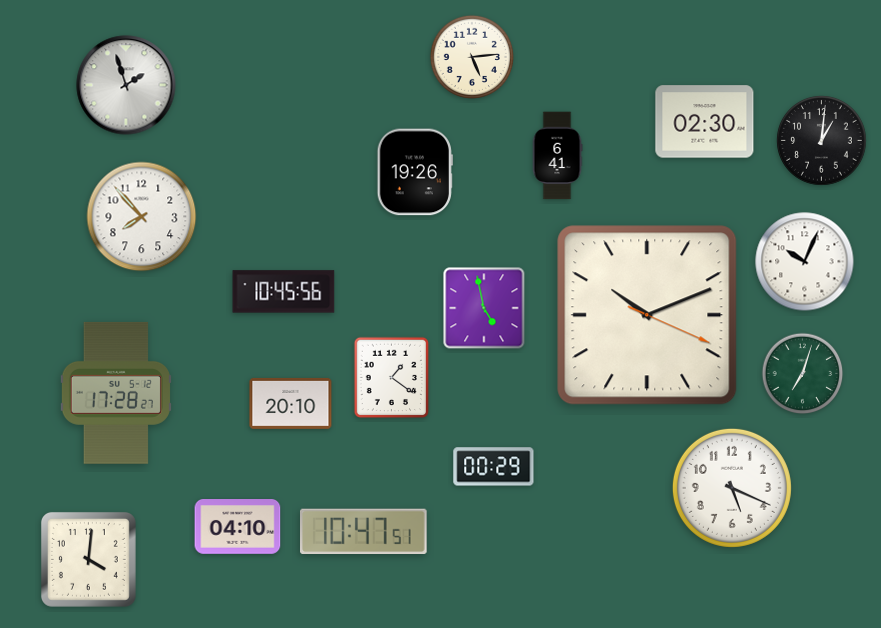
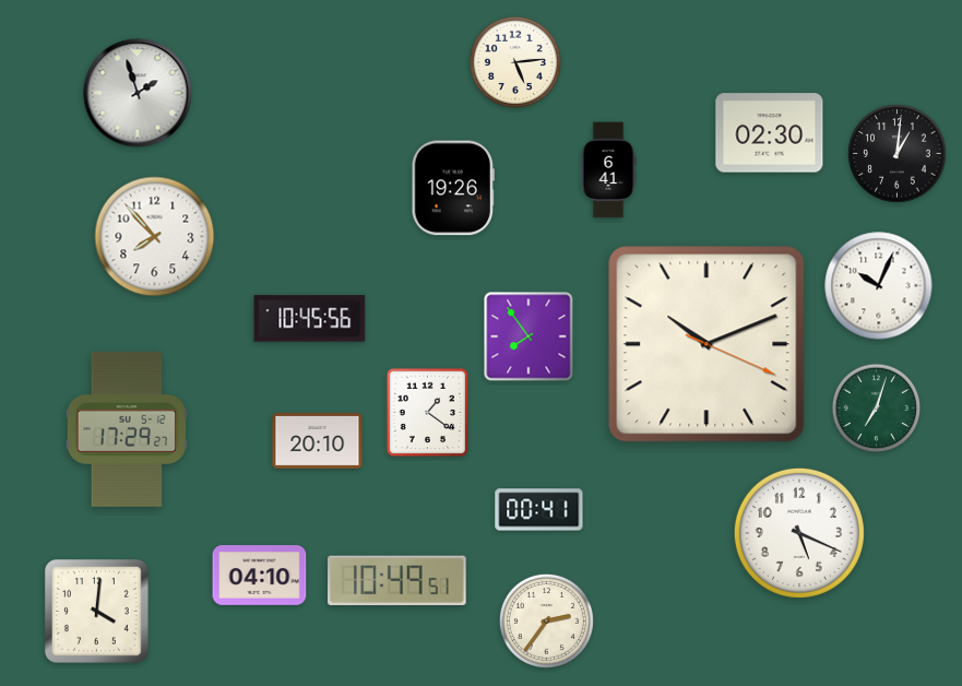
clock at (484, 308): 4:58 -> 7:54
clock at (116, 393): 17:28 -> 17:29
clock at (494, 467): 00:29 -> 00:41
clock at (364, 532): 10:47 -> 10:49
clock at (546, 620): none -> 2:36
